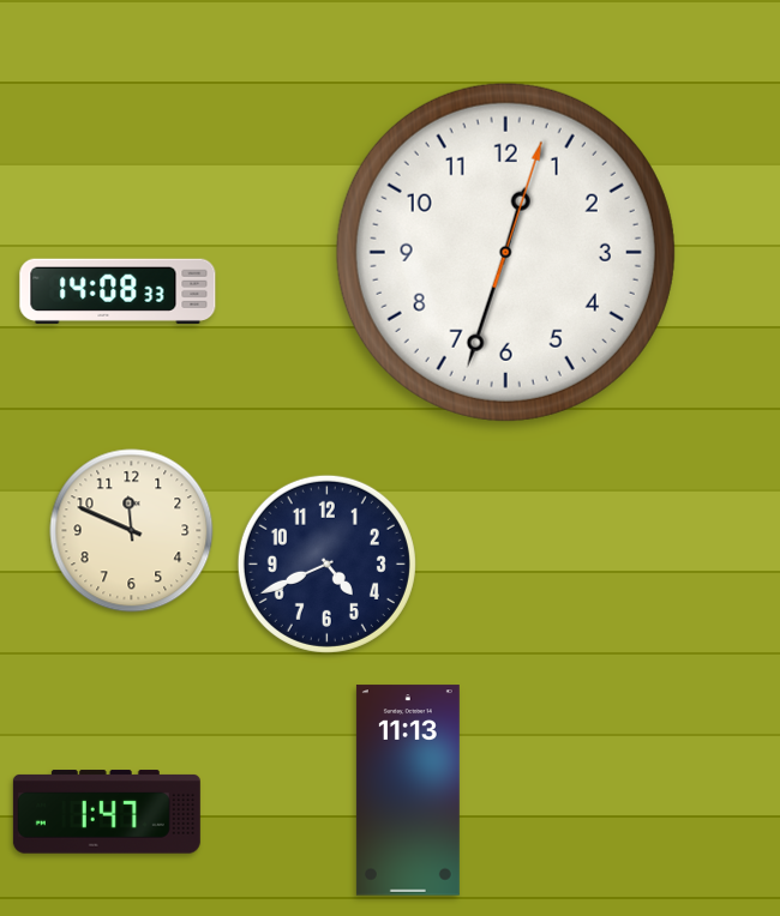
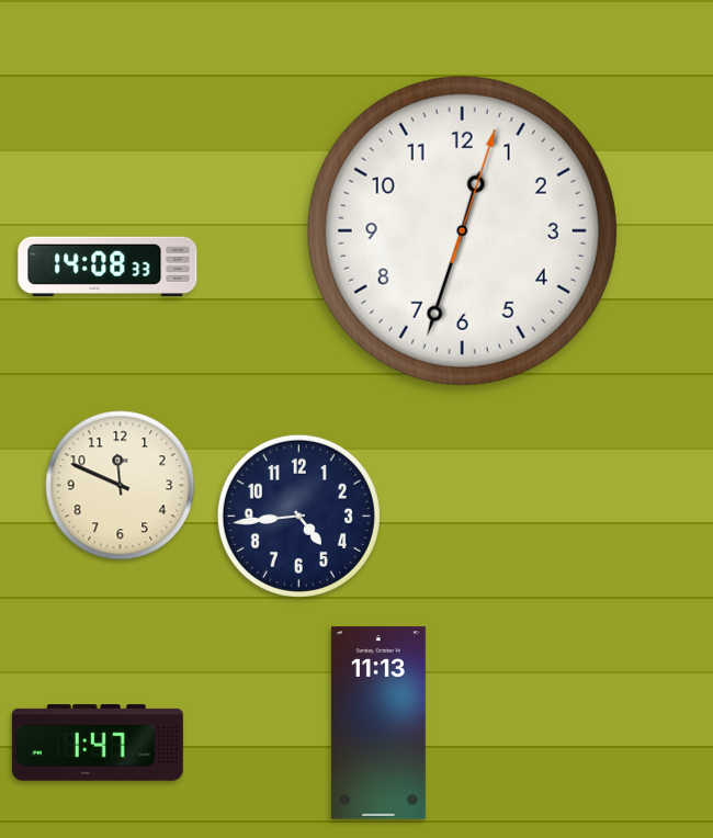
clock at (326, 564): 4:41 -> 4:44
clock at (408, 790) position: (408, 790) -> (378, 723)
